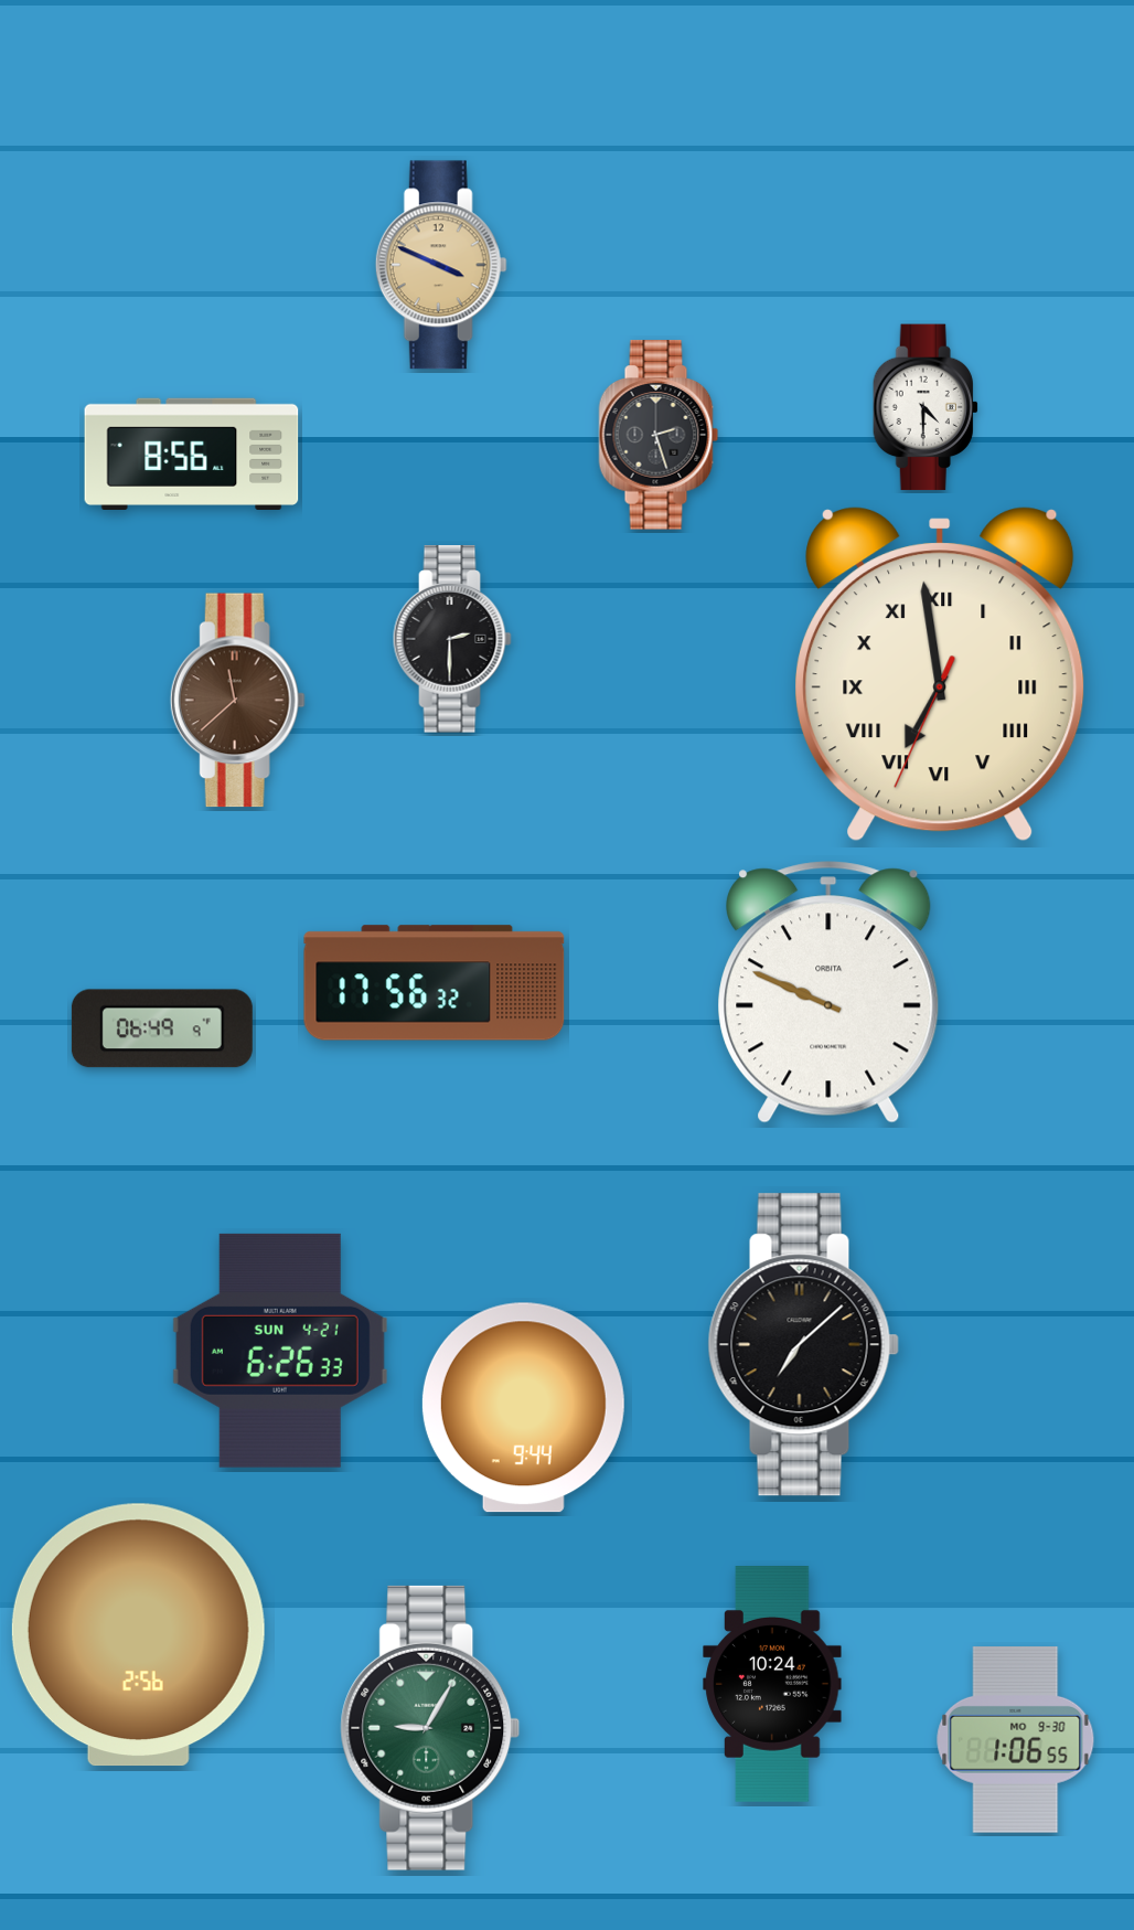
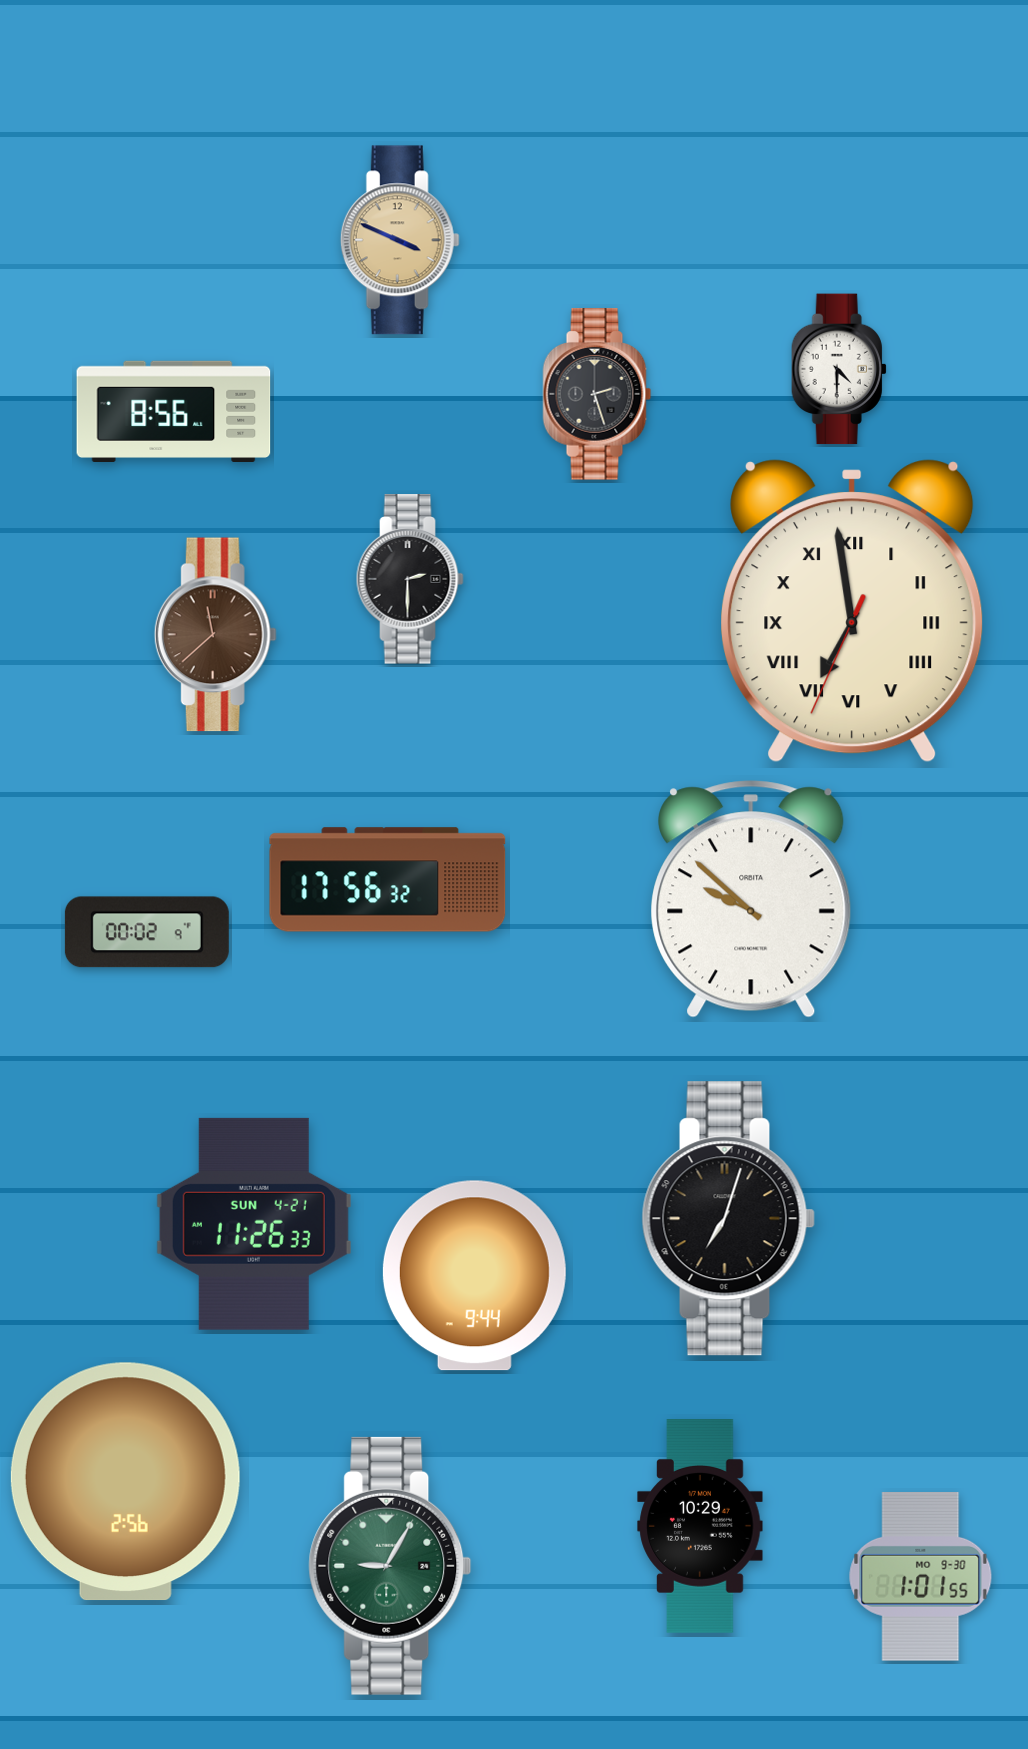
clock at (435, 983) position: (435, 983) -> (388, 880)
clock at (828, 992): 9:49 -> 9:52
clock at (162, 1028): 06:49 -> 00:02
clock at (803, 1345): 7:08 -> 7:03
clock at (280, 1351): 6:26 -> 11:26
clock at (772, 1685): 10:24 -> 10:29
clock at (1016, 1739): 1:06 -> 1:01
